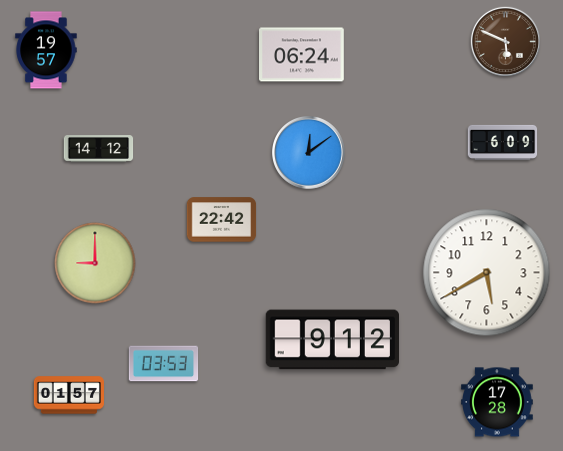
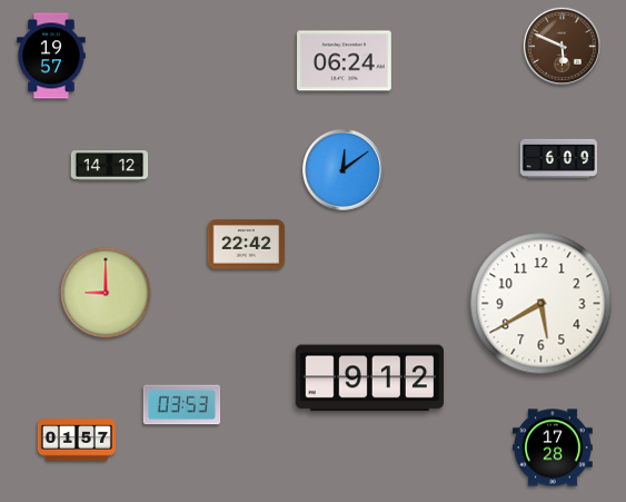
clock at (302, 55) position: (302, 55) -> (345, 61)
